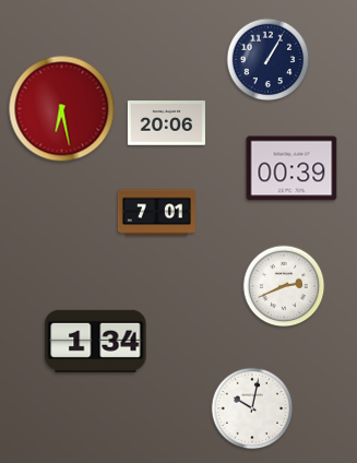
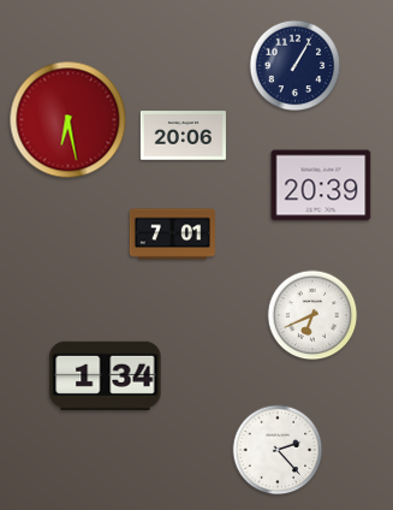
clock at (291, 168): 00:39 -> 20:39
clock at (284, 286): 2:41 -> 6:41
clock at (252, 408): 10:02 -> 2:23
